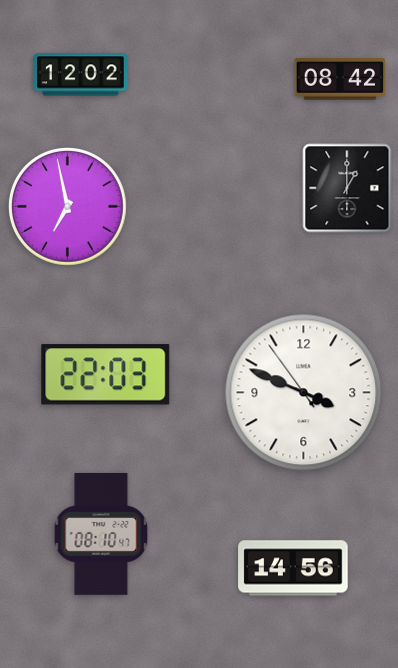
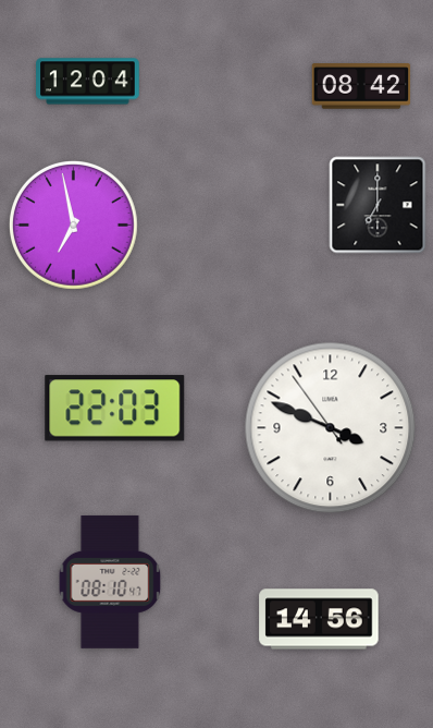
clock at (81, 75): 12:02 -> 12:04
clock at (340, 79) position: (340, 79) -> (361, 86)
clock at (347, 188): 1:00 -> 7:00
